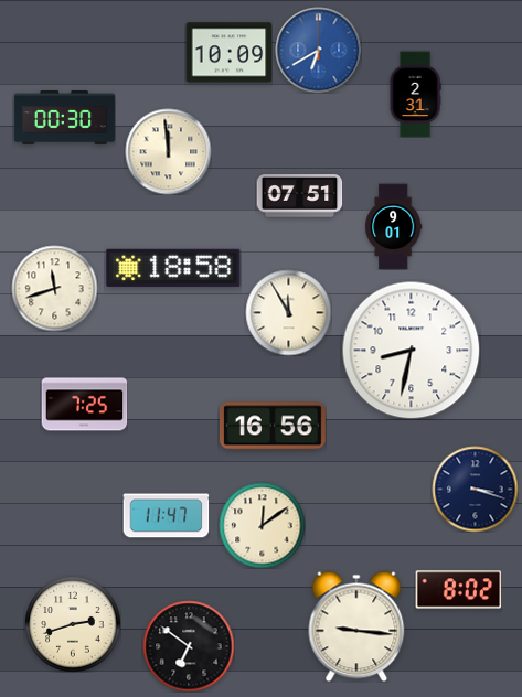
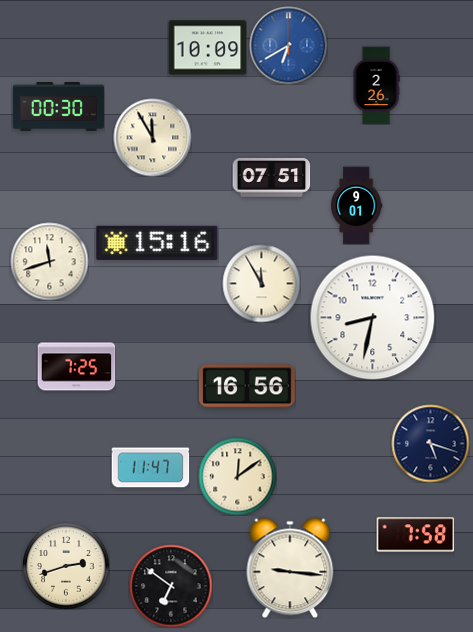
clock at (415, 94): 2:31 -> 2:26
clock at (168, 151): 11:59 -> 11:55
clock at (173, 268): 18:58 -> 15:16
clock at (475, 489): 3:18 -> 5:18
clock at (458, 590): 8:02 -> 7:58
clock at (356, 626) position: (356, 626) -> (290, 568)
